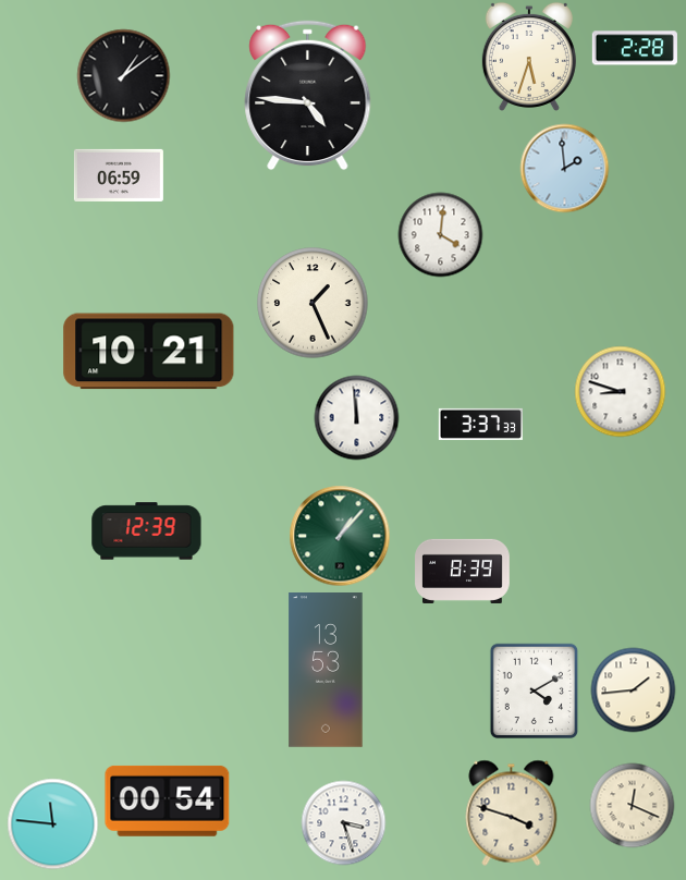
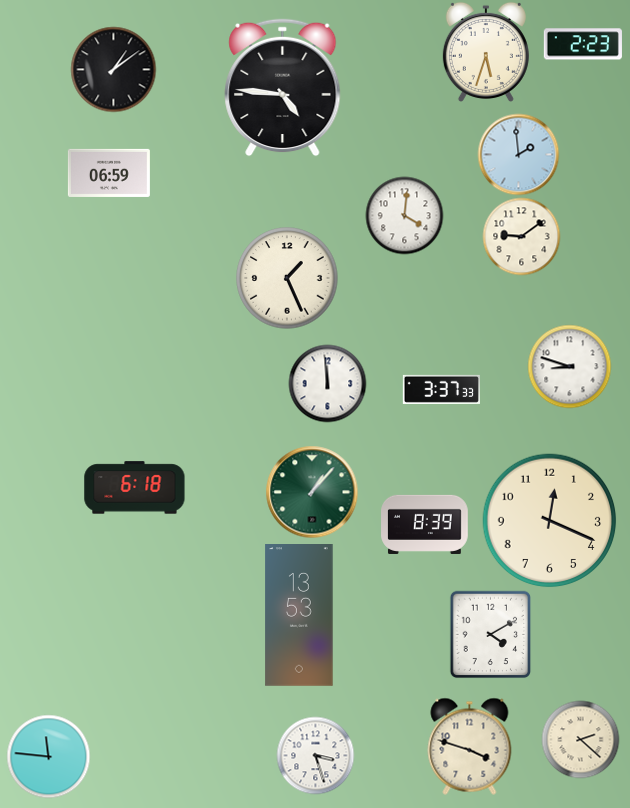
clock at (635, 48): 2:28 -> 2:23
clock at (119, 175) position: (119, 175) -> (109, 173)
clock at (521, 236): none -> 9:09
clock at (149, 352): 10:21 -> none
clock at (620, 391) position: (620, 391) -> (569, 366)
clock at (147, 531): 12:39 -> 6:18
clock at (550, 521): none -> 12:19
clock at (633, 689): 1:44 -> none
clock at (168, 800): 00:54 -> none
clock at (632, 805): 12:19 -> 2:22
